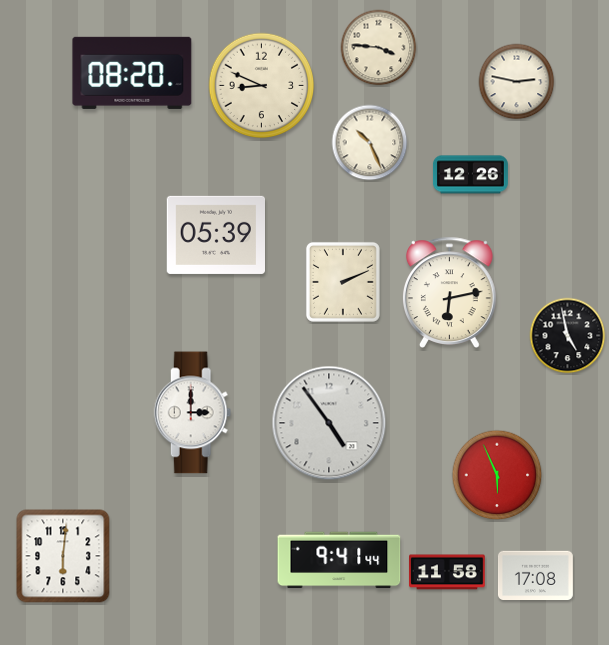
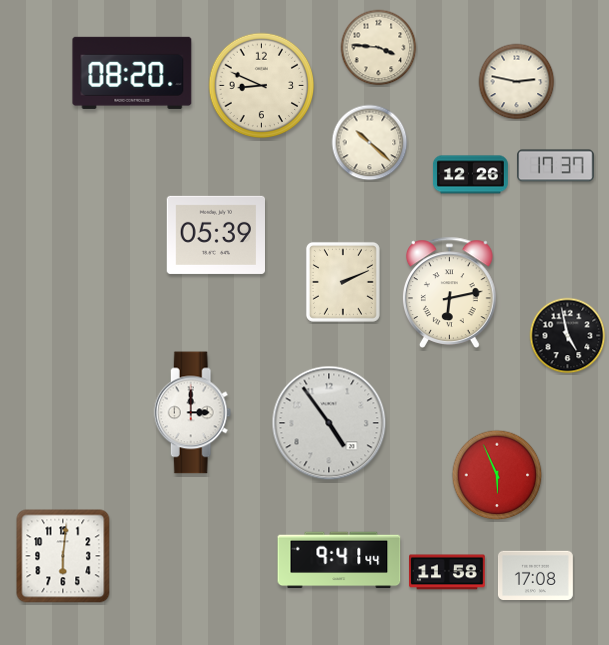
clock at (370, 143): 10:26 -> 10:22
clock at (556, 166): none -> 17:37
